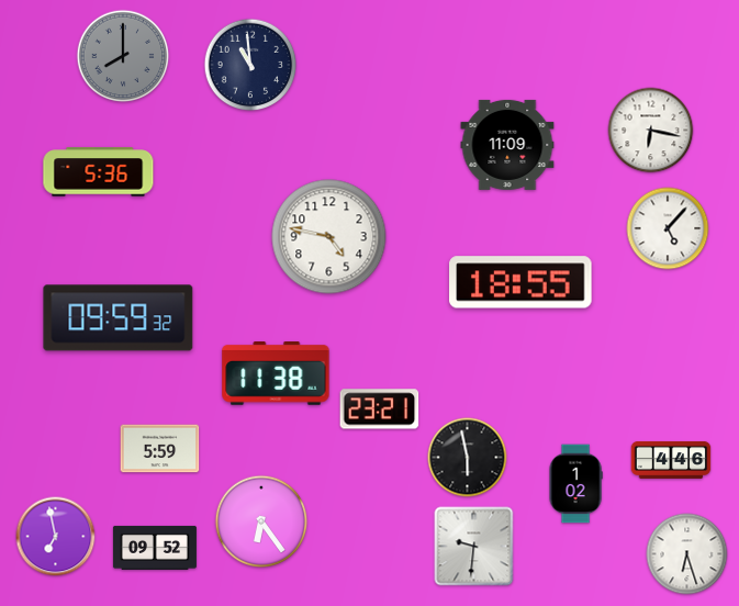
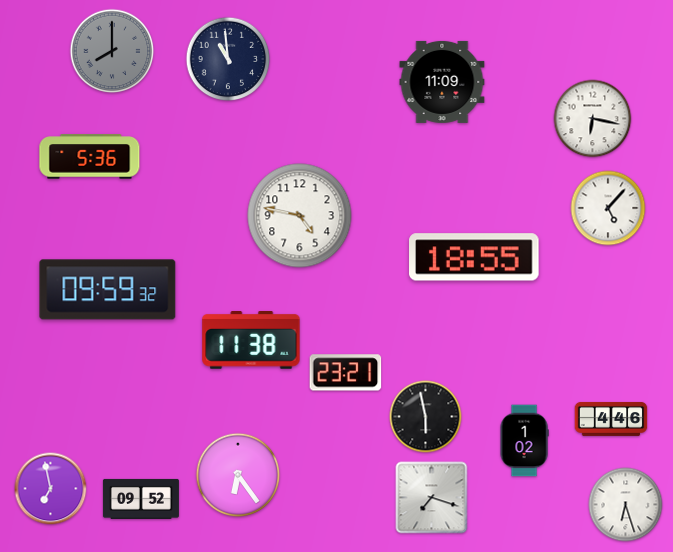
clock at (507, 145) position: (507, 145) -> (442, 82)
clock at (160, 449): 5:59 -> none
clock at (474, 547): 9:31 -> 7:18
